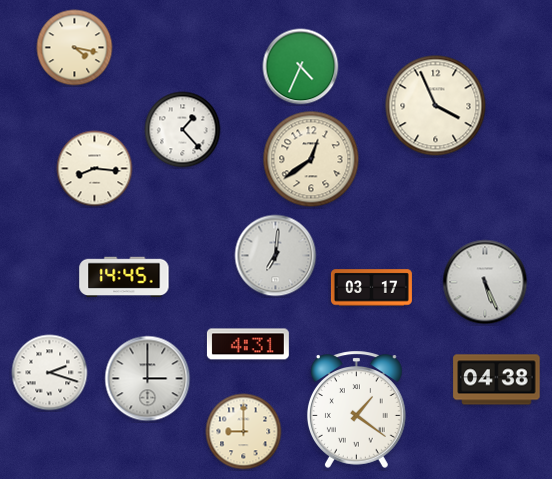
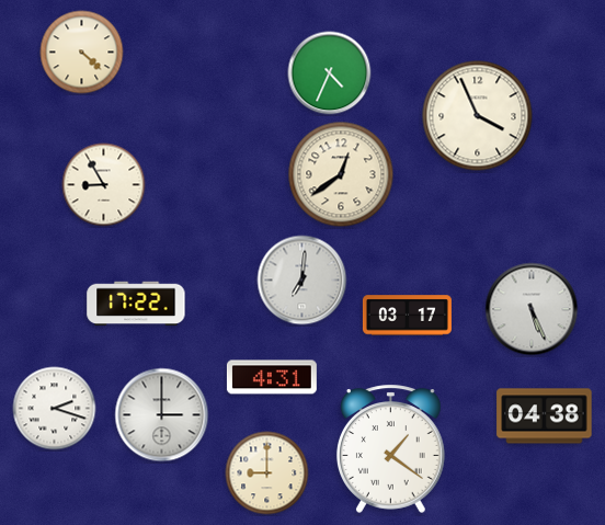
clock at (75, 48): 4:17 -> 4:22
clock at (183, 130): 1:23 -> none
clock at (95, 169): 8:16 -> 8:55
clock at (124, 277): 14:45 -> 17:22
